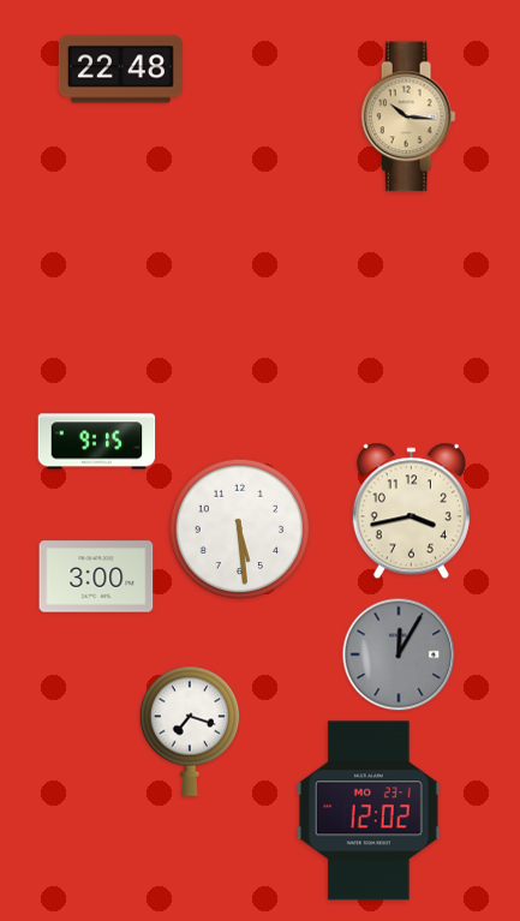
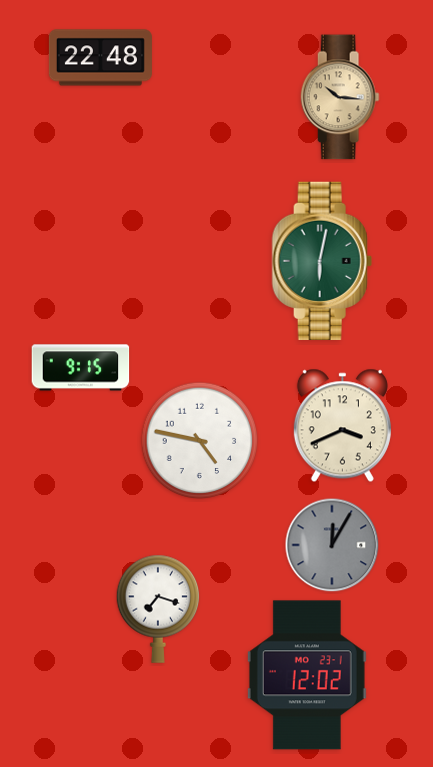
clock at (322, 260): none -> 6:02
clock at (411, 512): 3:43 -> 3:41
clock at (240, 530): 5:29 -> 4:47
clock at (96, 576): 3:00 -> none
